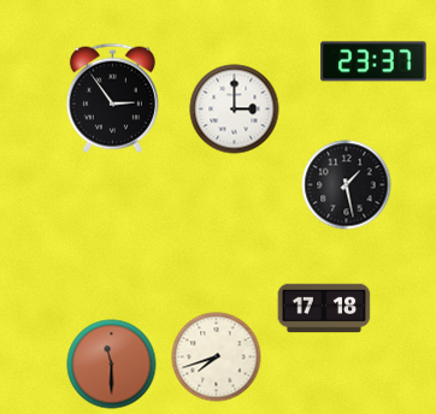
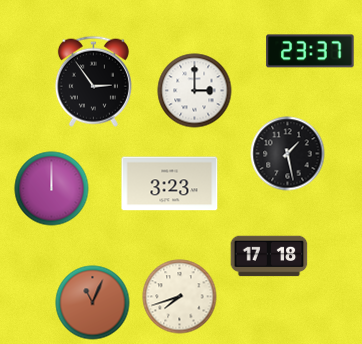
clock at (170, 184): none -> 3:23
clock at (52, 189): none -> 12:00
clock at (112, 365): 11:30 -> 11:04
